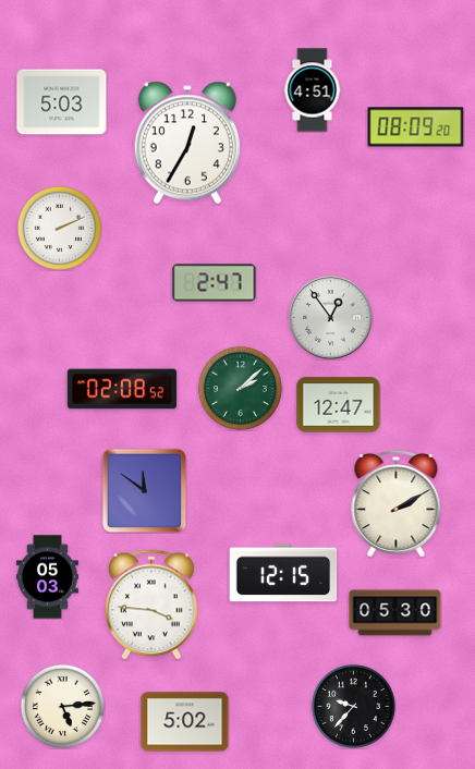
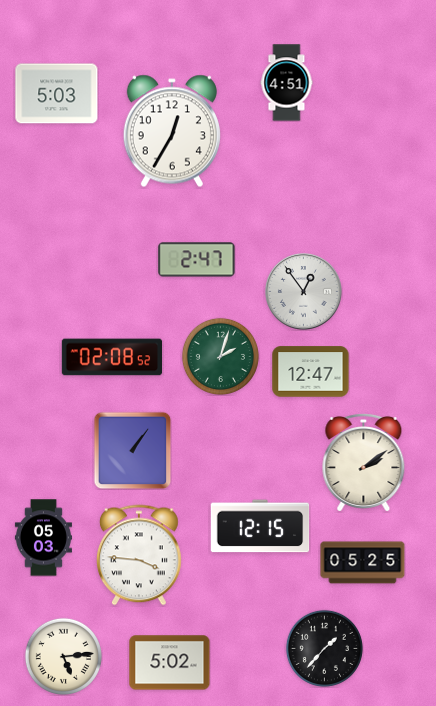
clock at (416, 127): 08:09 -> none
clock at (59, 228): 2:11 -> none
clock at (240, 388): 2:08 -> 2:03
clock at (144, 490): 11:51 -> 1:06
clock at (397, 503): 2:10 -> 2:09
clock at (47, 577) position: (47, 577) -> (43, 538)
clock at (395, 613): 05:30 -> 05:25
clock at (62, 706) position: (62, 706) -> (63, 656)
clock at (353, 706): 9:37 -> 1:37
